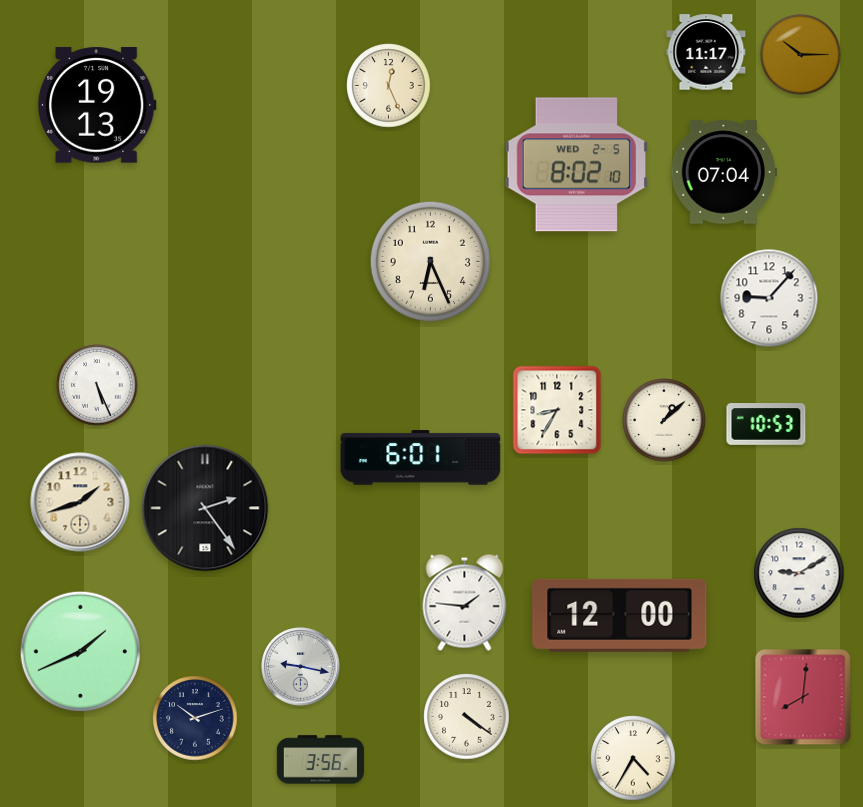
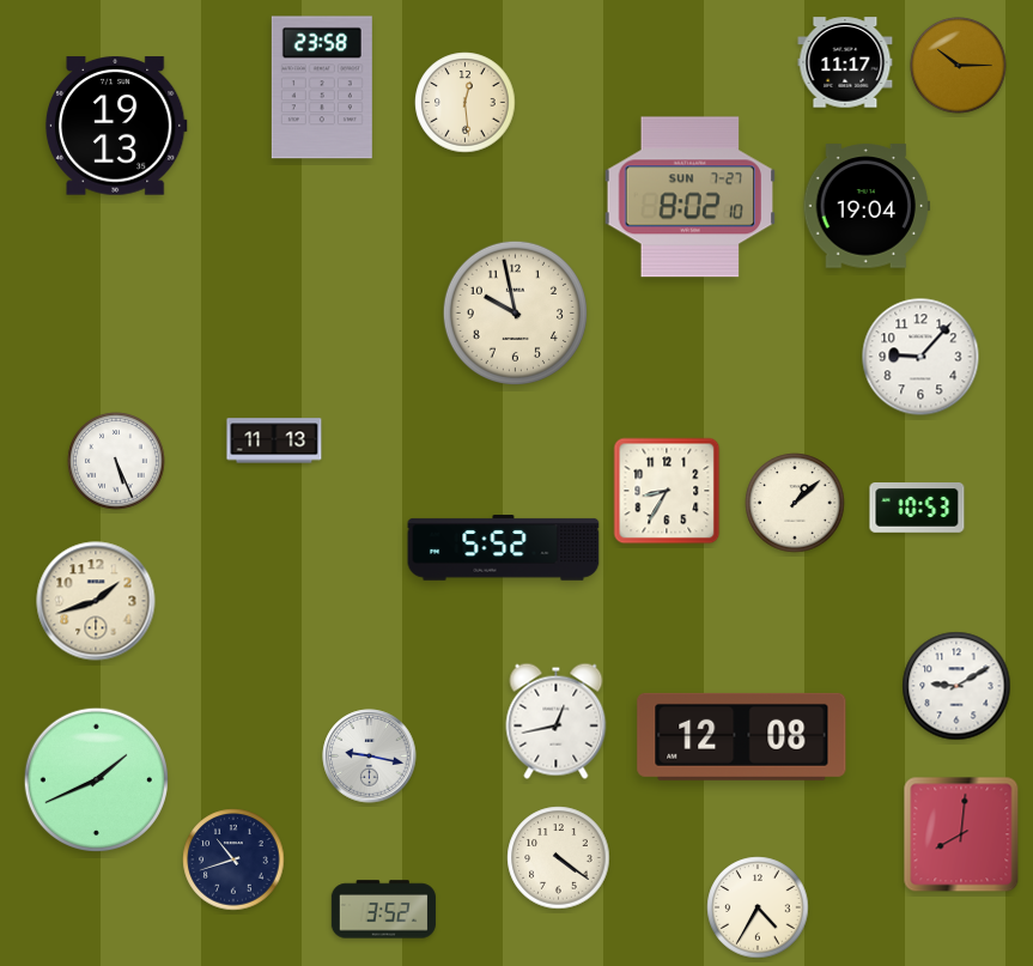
clock at (322, 87): none -> 23:58
clock at (389, 86): 12:26 -> 12:29
clock at (576, 165) date: WED 2-5 -> SUN 7-27
clock at (724, 172): 07:04 -> 19:04
clock at (430, 261): 6:26 -> 9:58
clock at (274, 441): none -> 11:13
clock at (421, 458): 6:01 -> 5:52
clock at (205, 508): 2:24 -> none
clock at (465, 602): 1:46 -> 12:43
clock at (620, 615): 12:00 -> 12:08
clock at (301, 667) position: (301, 667) -> (370, 757)
clock at (195, 718): 10:12 -> 10:42
clock at (320, 760): 3:56 -> 3:52
